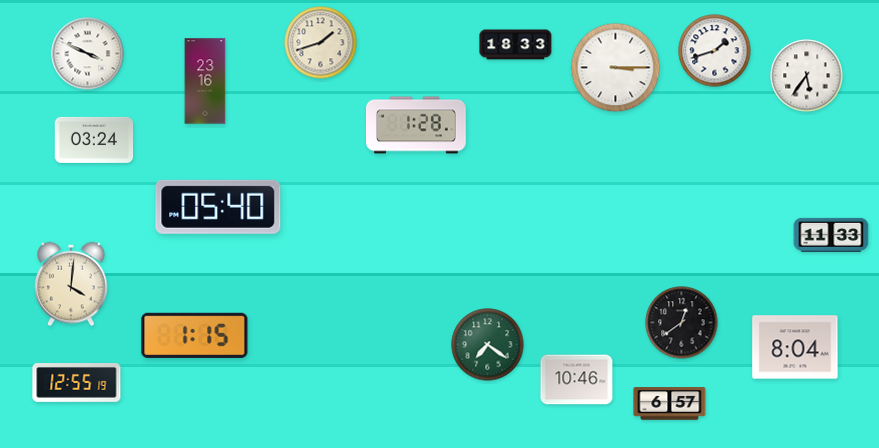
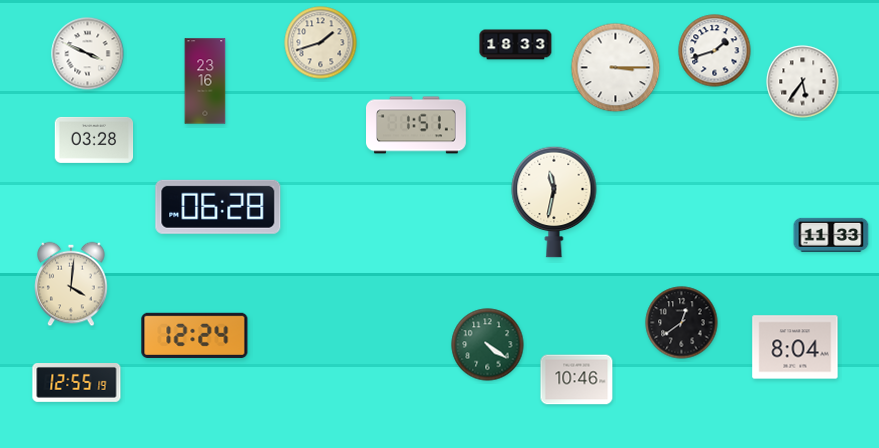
clock at (807, 76) position: (807, 76) -> (803, 82)
clock at (417, 125): 1:28 -> 1:51
clock at (94, 140): 03:24 -> 03:28
clock at (554, 202): none -> 11:32
clock at (218, 207): 05:40 -> 06:28
clock at (195, 335): 1:15 -> 12:24
clock at (488, 345): 7:21 -> 4:21
clock at (670, 404): 6:57 -> none
